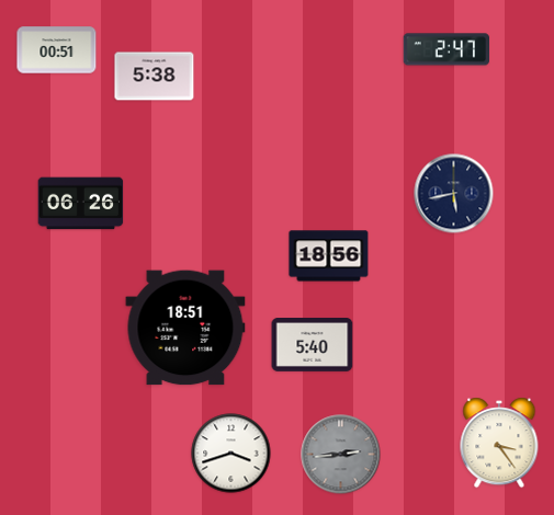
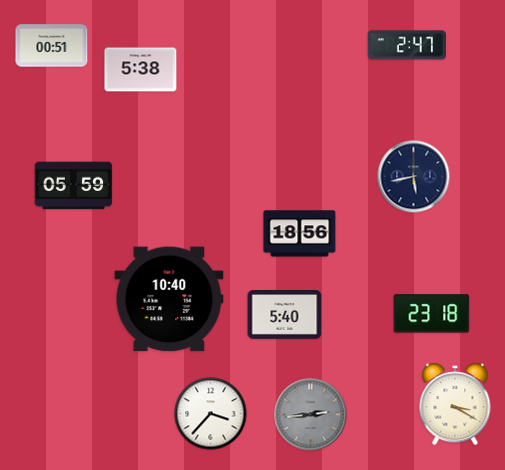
clock at (81, 204): 06:26 -> 05:59
clock at (185, 328): 18:51 -> 10:40
clock at (432, 314): none -> 23:18
clock at (499, 443): 3:24 -> 3:20
clock at (231, 454): 3:42 -> 3:37
